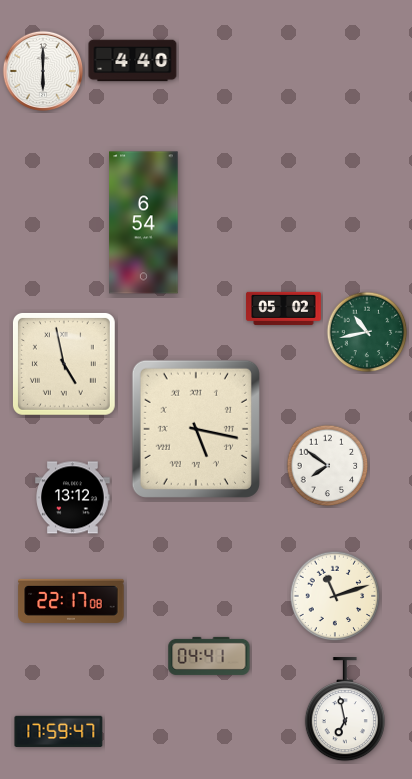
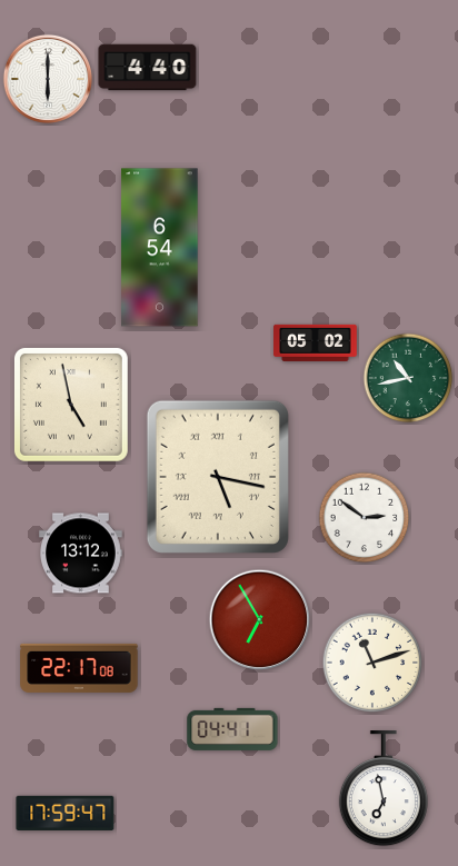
clock at (367, 332) position: (367, 332) -> (408, 378)
clock at (328, 466): 7:51 -> 2:51
clock at (260, 620): none -> 6:55
